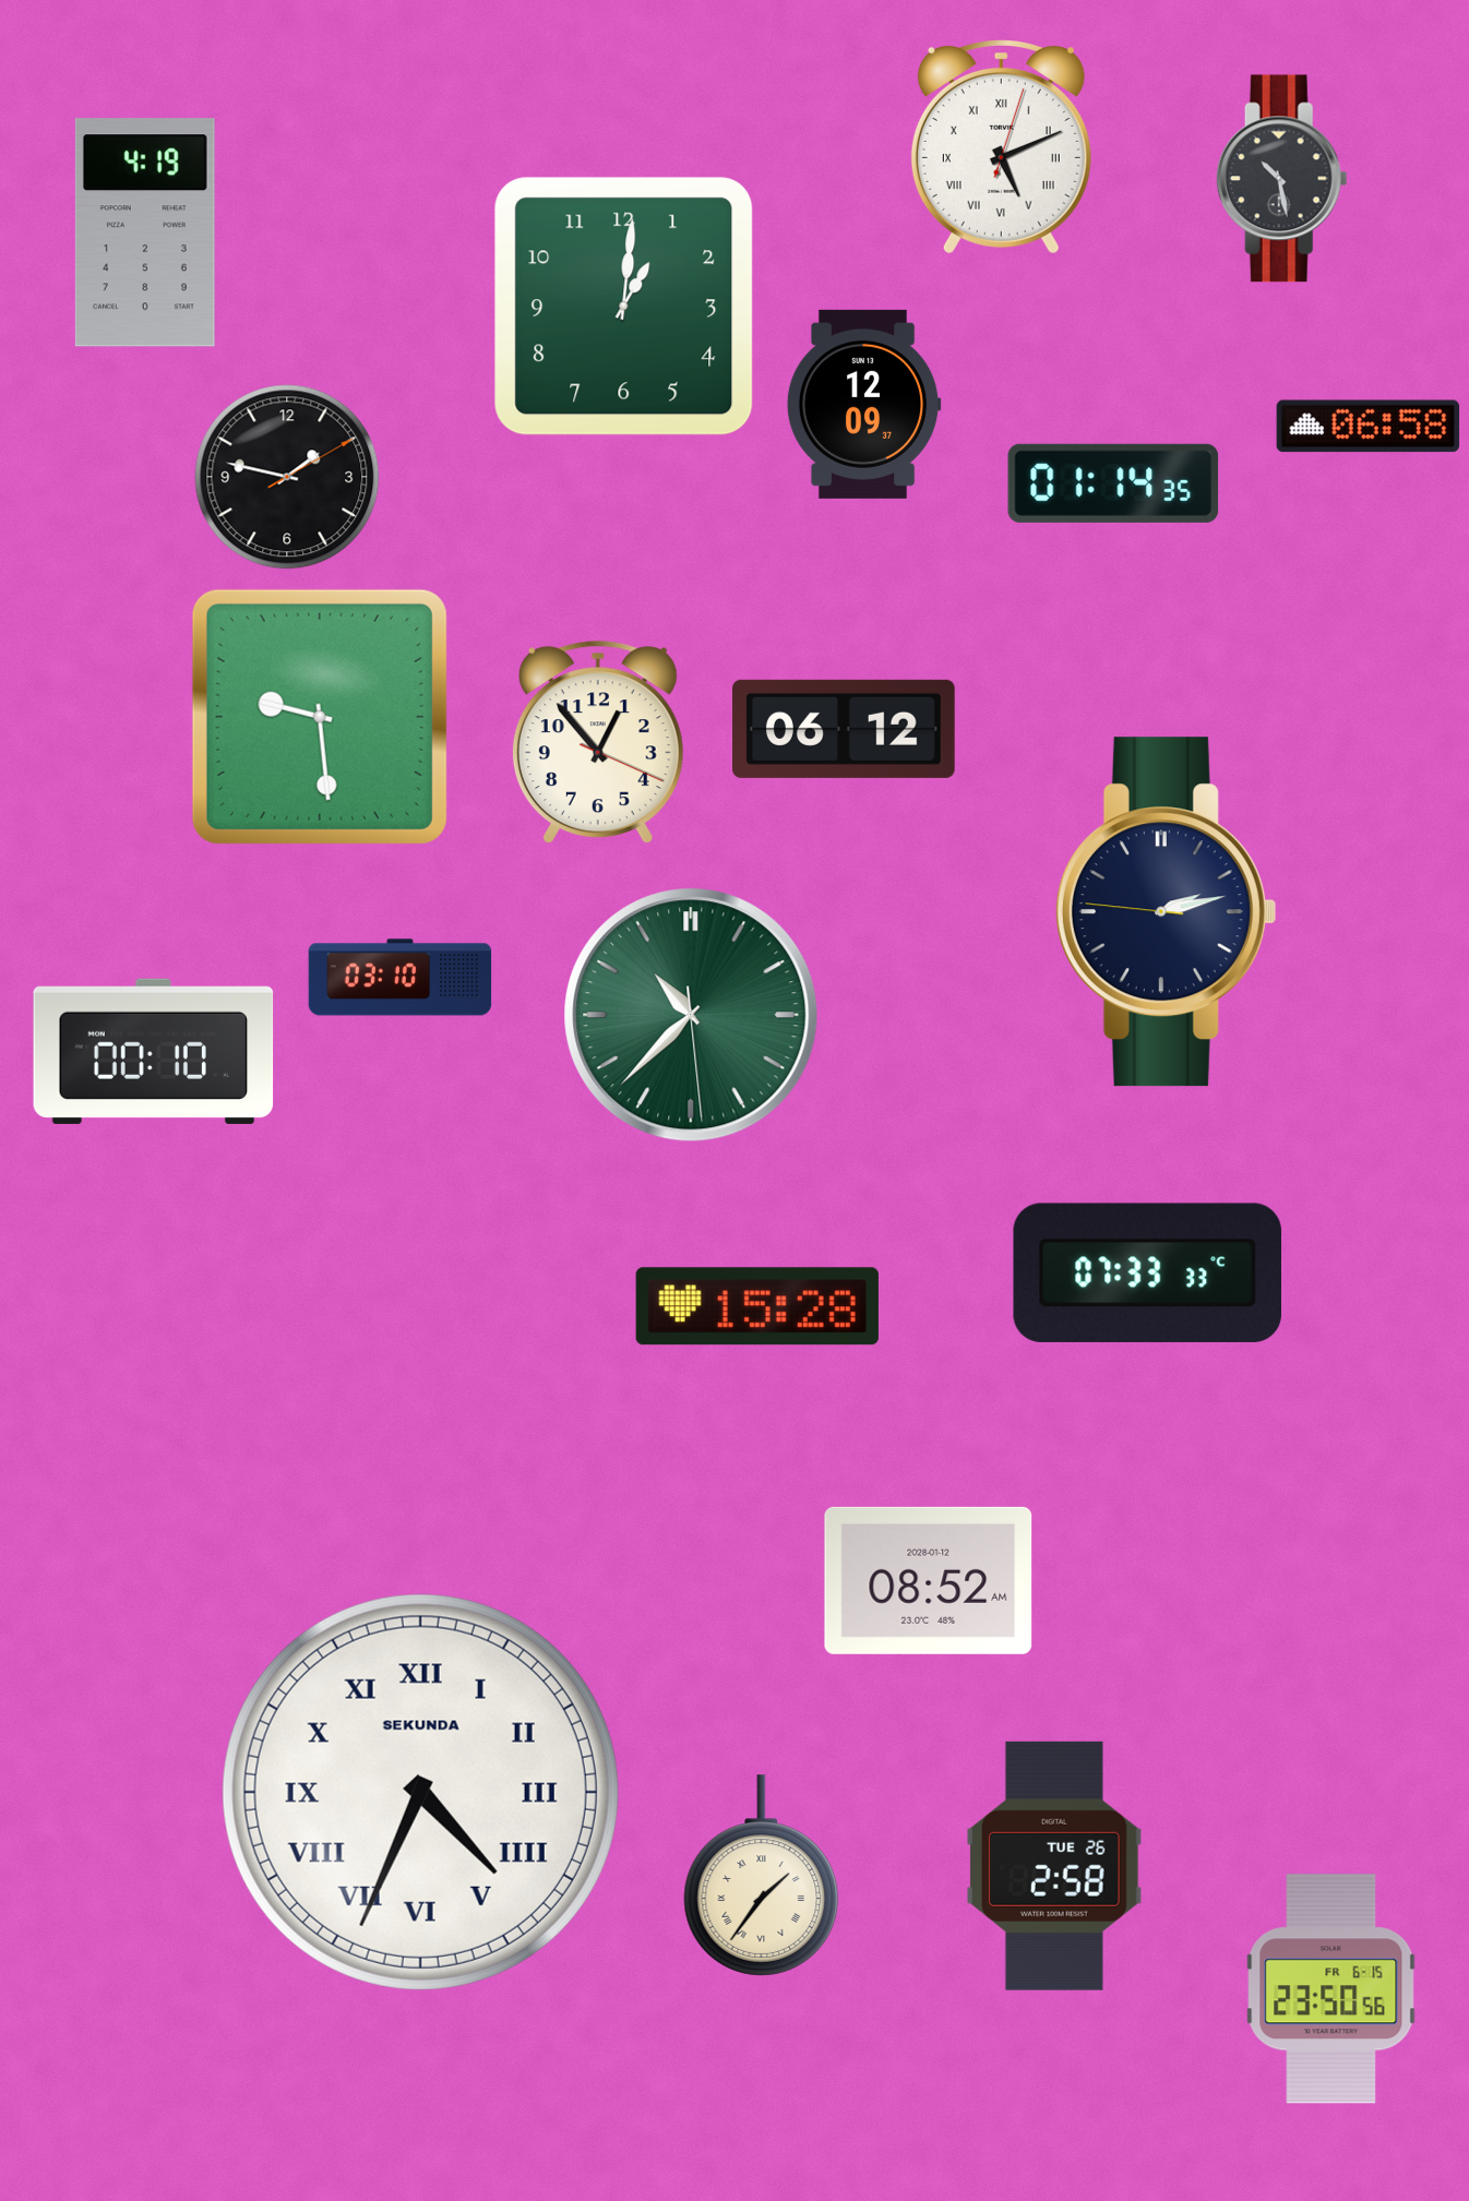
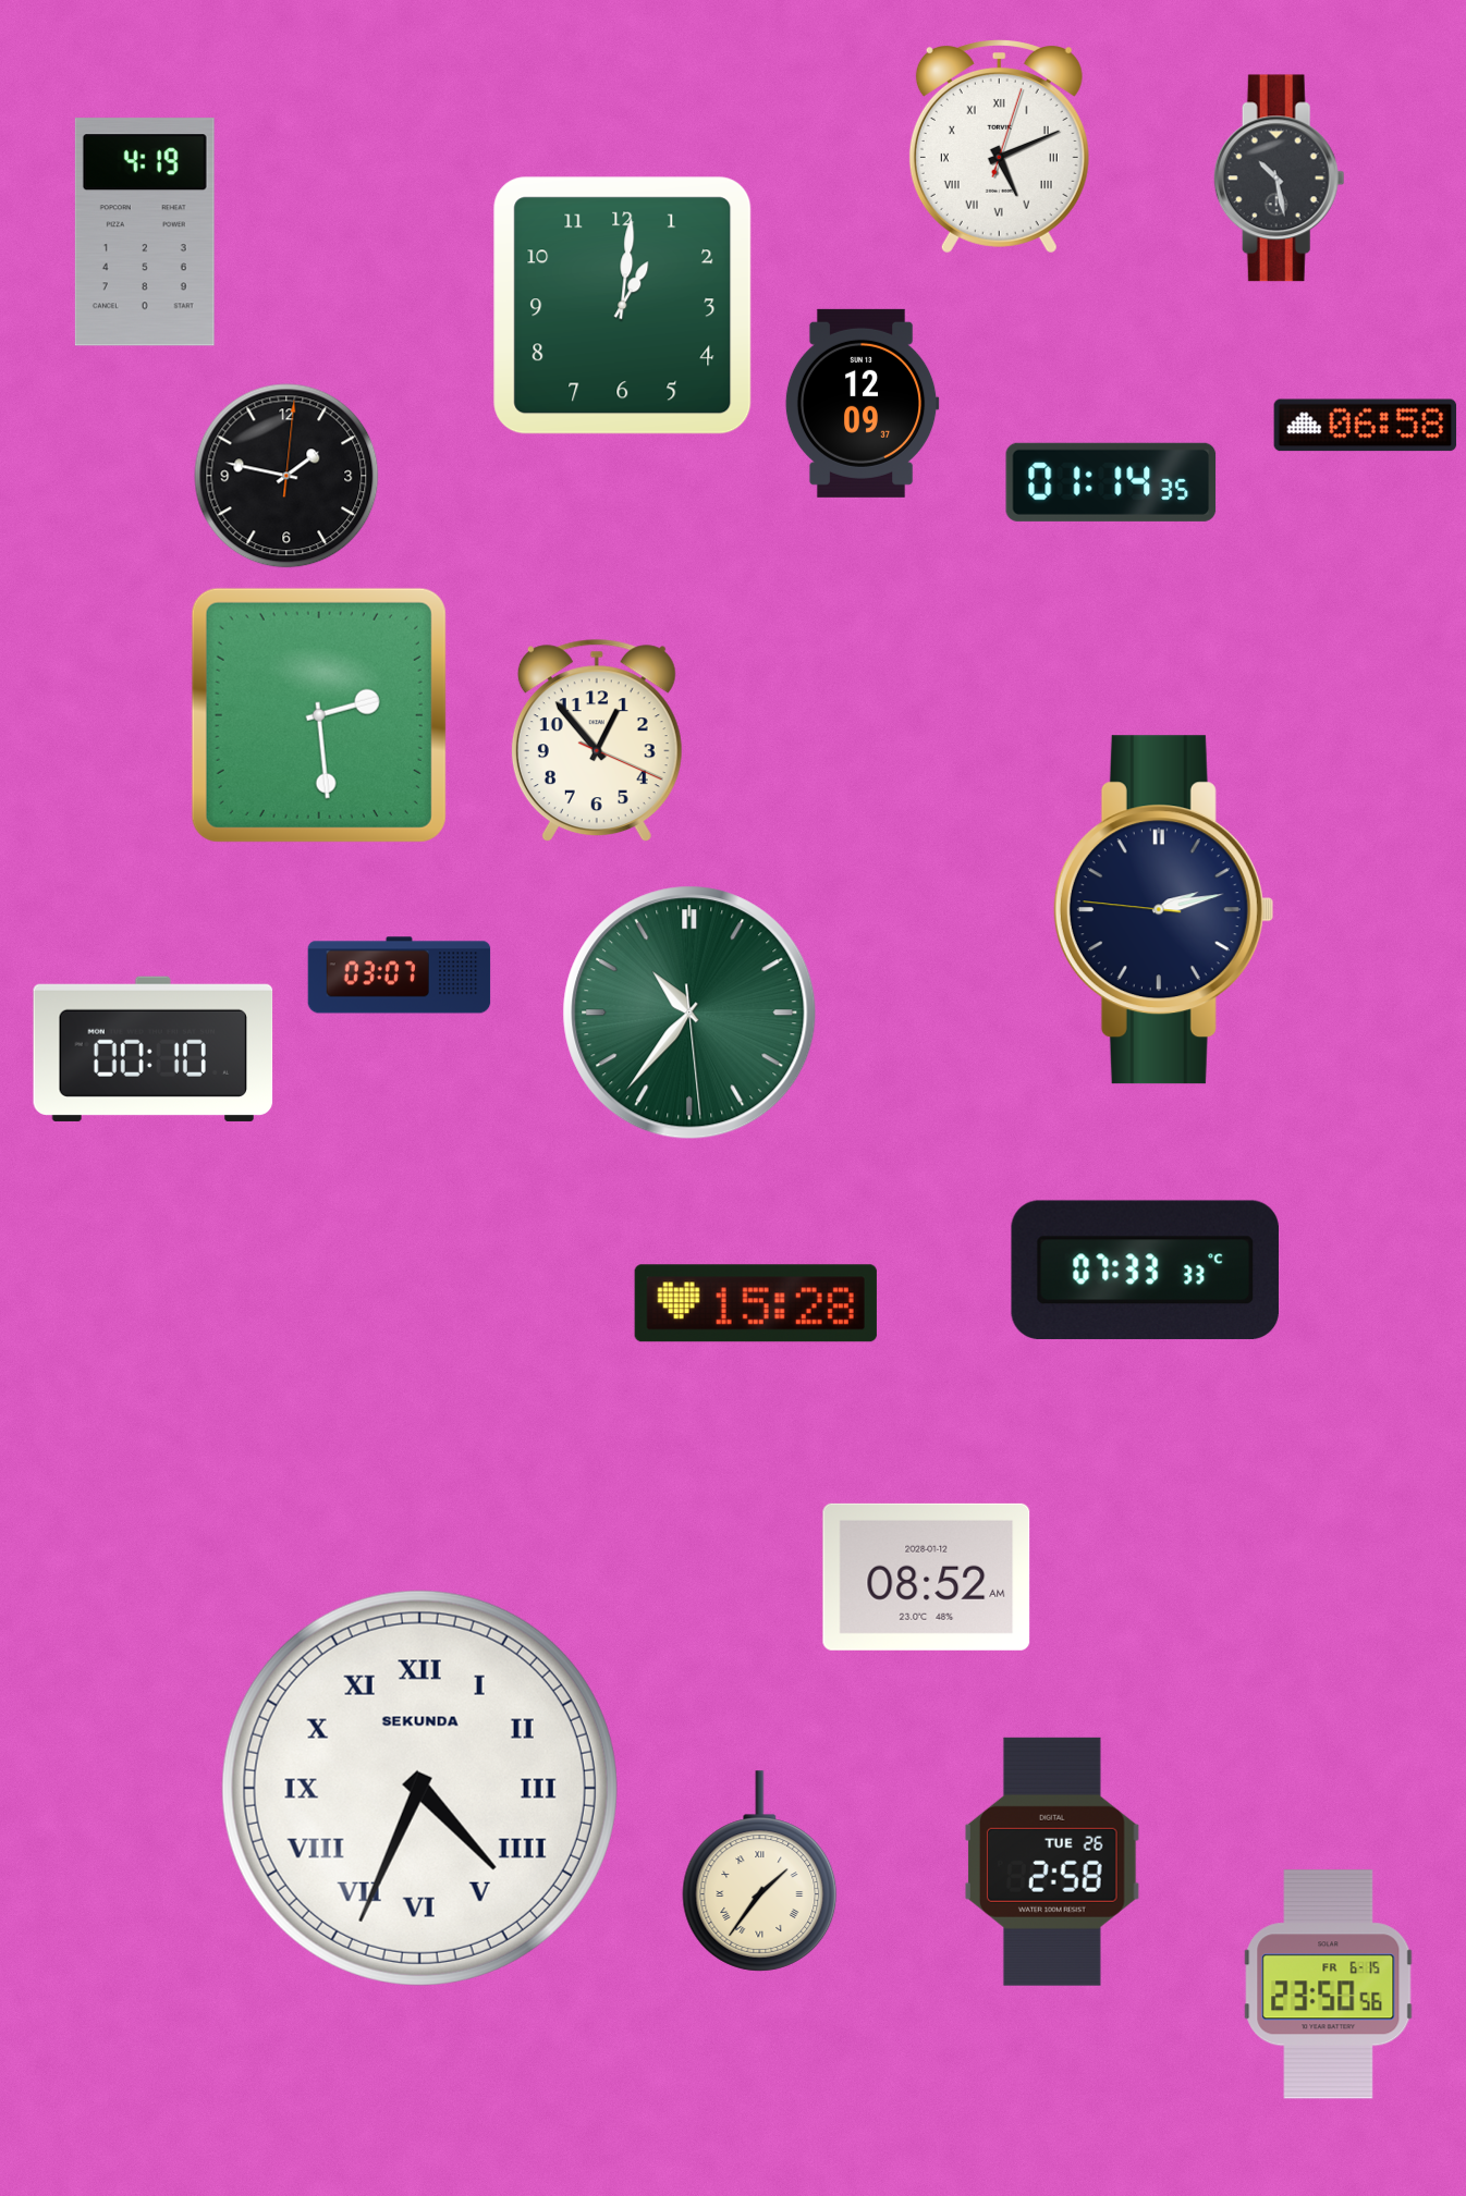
clock at (287, 477): 1:47:10 -> 1:47:01
clock at (320, 717): 9:29 -> 2:29
clock at (845, 729): 06:12 -> none
clock at (401, 978): 03:10 -> 03:07
clock at (691, 1015): 10:37 -> 10:36
